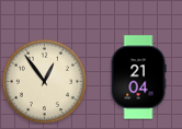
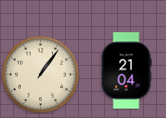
clock at (44, 81): 12:54 -> 1:06
